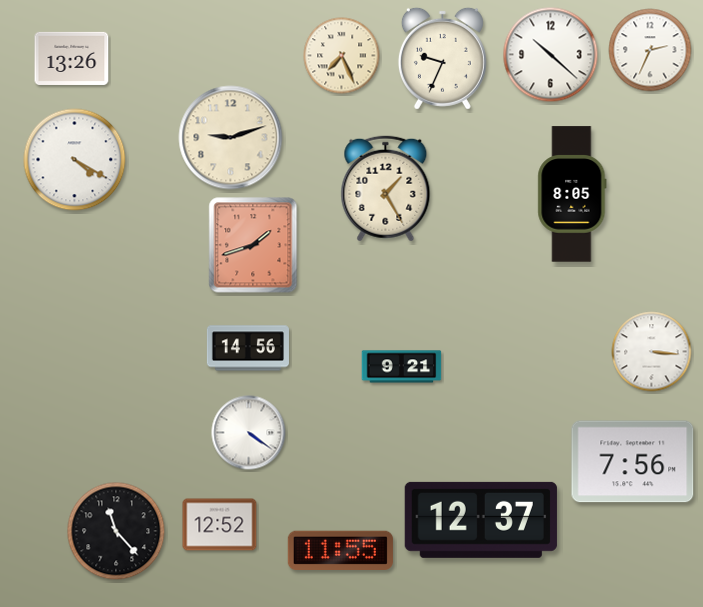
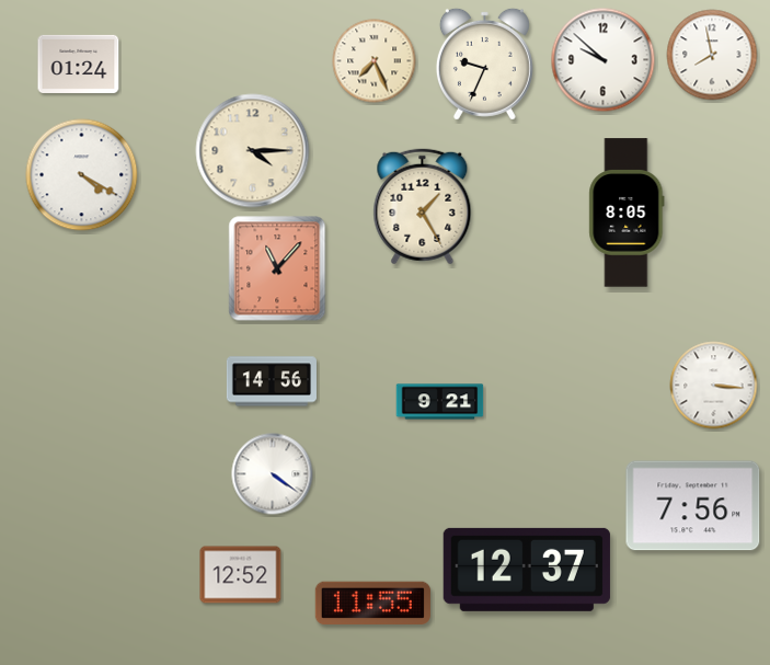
clock at (650, 50): 2:34 -> 7:58
clock at (551, 55): 10:22 -> 9:52
clock at (72, 58): 13:26 -> 01:24
clock at (231, 138): 9:12 -> 4:15
clock at (253, 245): 1:42 -> 11:07
clock at (116, 531): 11:23 -> none
